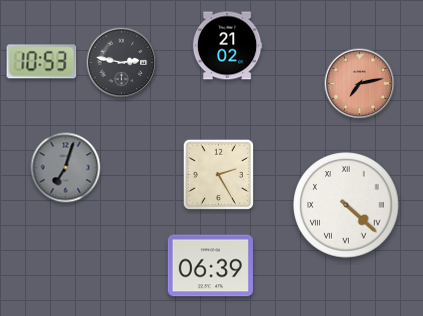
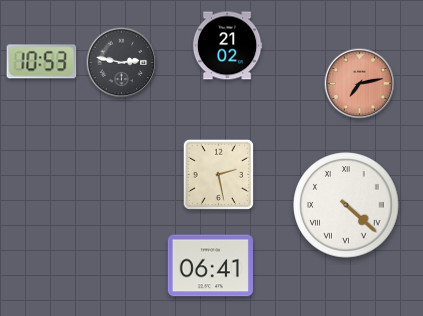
clock at (66, 168): 7:03 -> none
clock at (218, 174): 2:25 -> 2:28
clock at (210, 266): 06:39 -> 06:41
